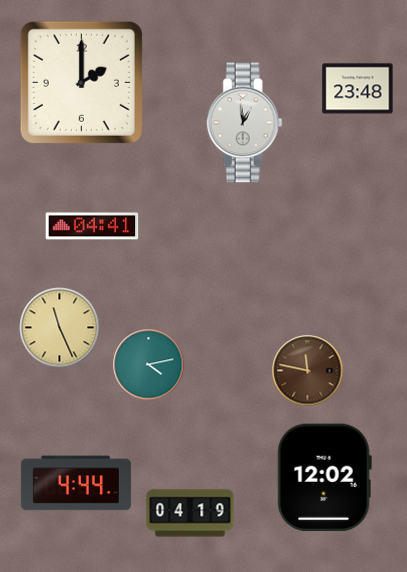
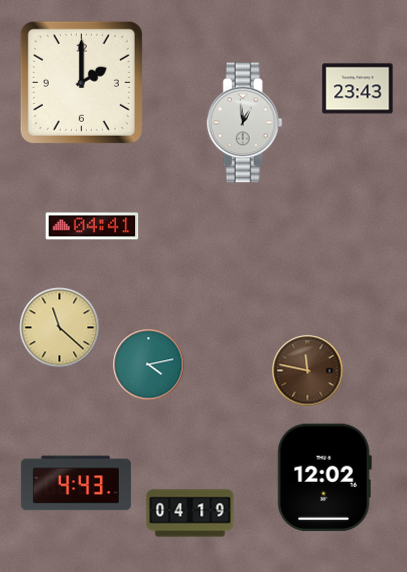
clock at (358, 89): 23:48 -> 23:43
clock at (60, 328): 11:26 -> 11:22
clock at (76, 483): 4:44 -> 4:43
